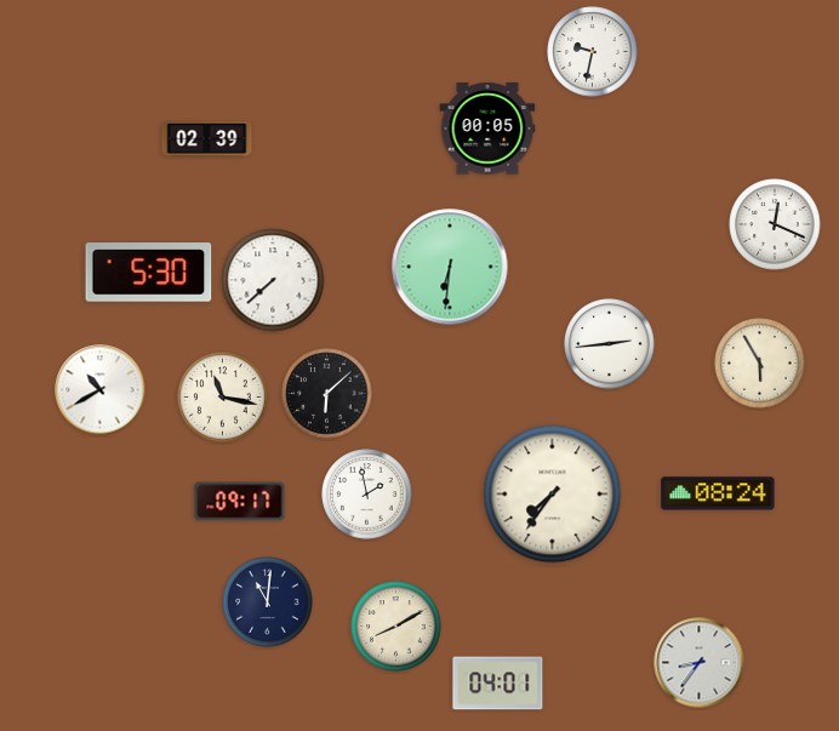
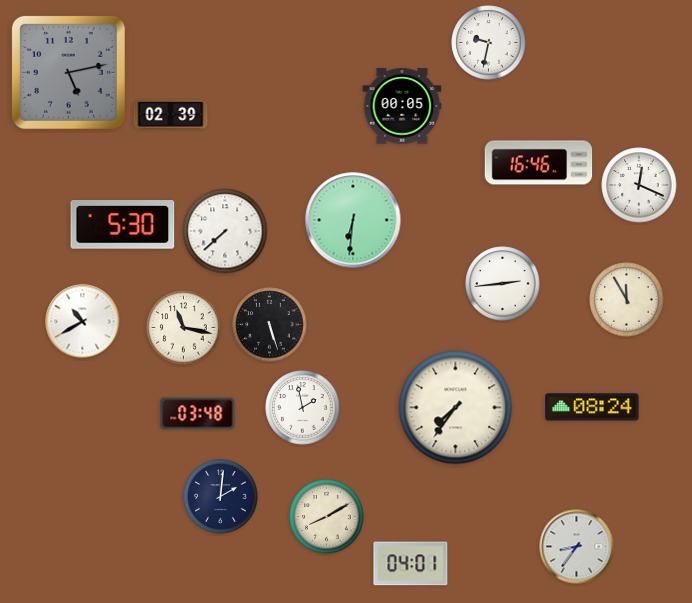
clock at (68, 72): none -> 5:13
clock at (539, 163): none -> 16:46
clock at (450, 267) position: (450, 267) -> (353, 220)
clock at (760, 364): 5:55 -> 11:55
clock at (327, 394): 6:08 -> 5:27
clock at (240, 502): 09:17 -> 03:48
clock at (268, 602): 11:01 -> 2:01
